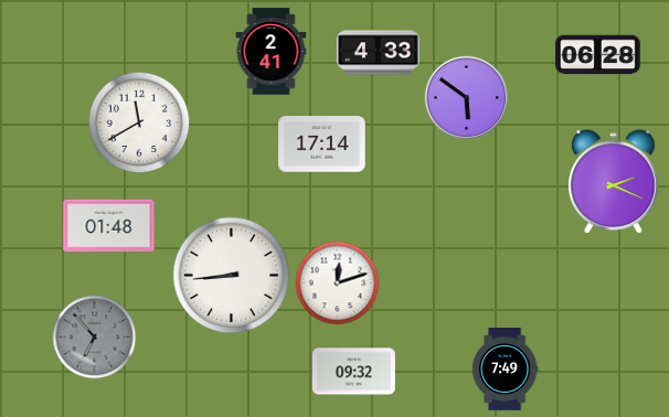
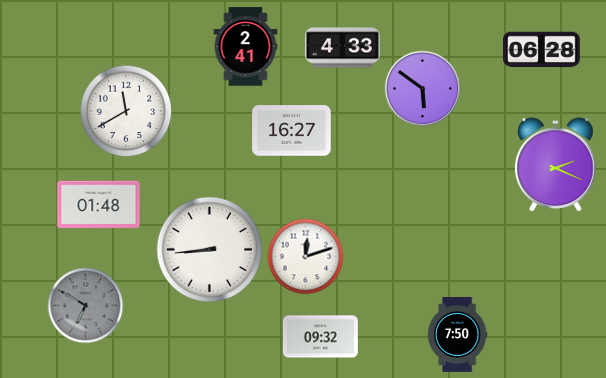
clock at (322, 145): 17:14 -> 16:27
clock at (95, 338): 6:53 -> 6:50
clock at (505, 370): 7:49 -> 7:50
